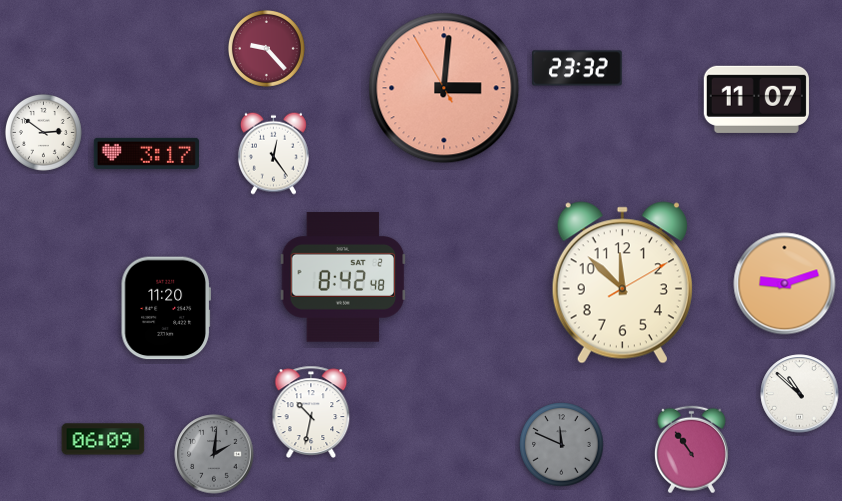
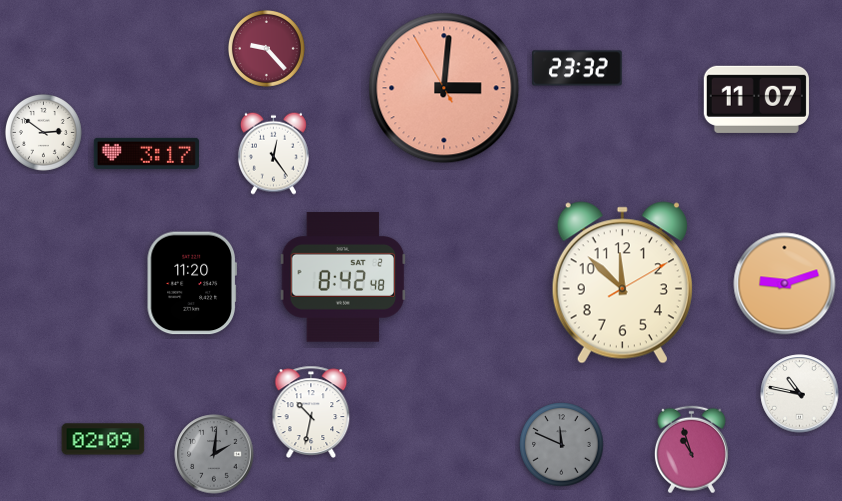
clock at (166, 308) position: (166, 308) -> (192, 283)
clock at (800, 394): 10:52 -> 10:47
clock at (103, 439): 06:09 -> 02:09
clock at (691, 450): 10:54 -> 10:57
